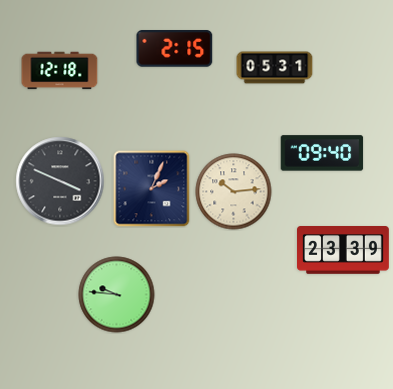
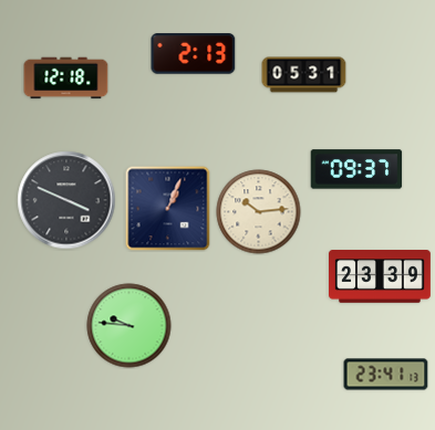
clock at (175, 49): 2:15 -> 2:13
clock at (322, 153): 09:40 -> 09:37
clock at (152, 189): 2:04 -> 1:04
clock at (386, 375): none -> 23:41
